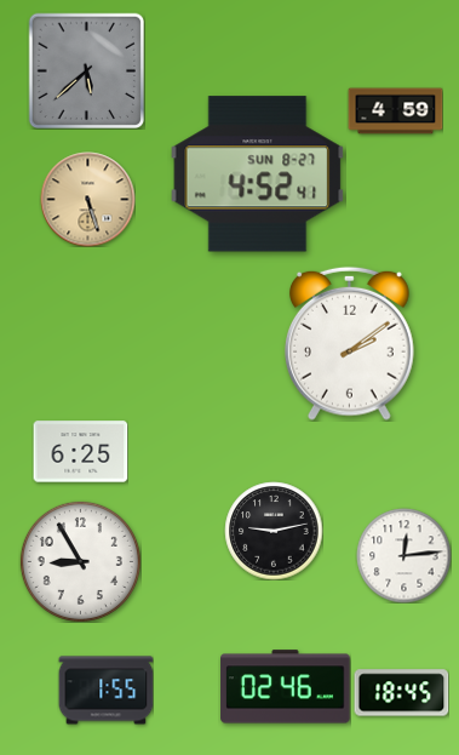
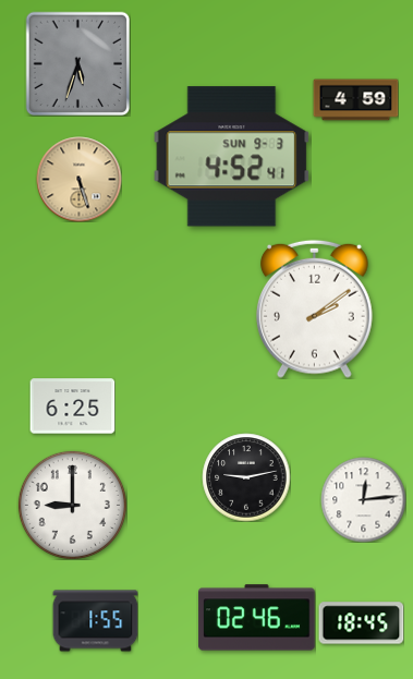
clock at (86, 70): 5:38 -> 5:33
clock at (258, 175) date: SUN 8-27 -> SUN 9-3
clock at (80, 561): 8:55 -> 9:00
